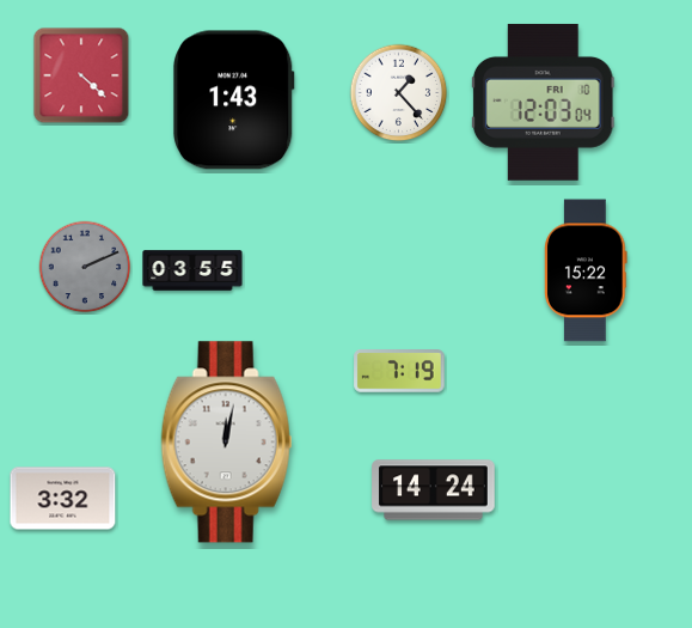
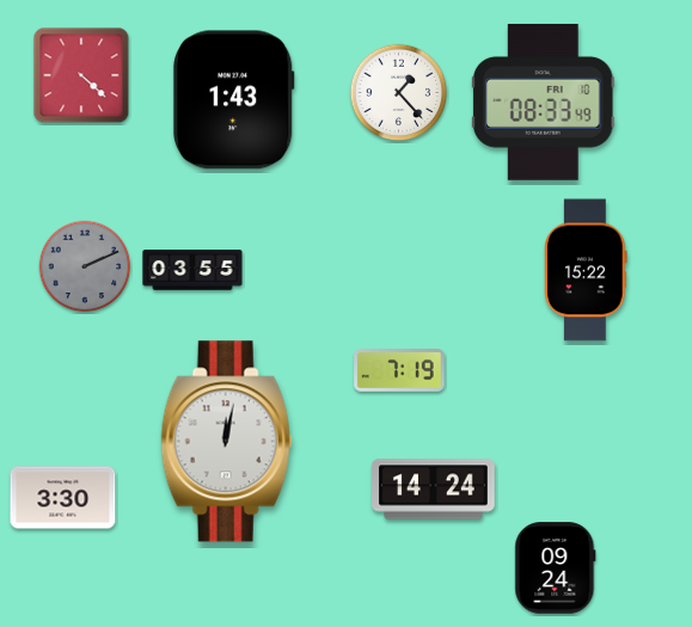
clock at (543, 102): 12:03 -> 08:33
clock at (63, 499): 3:32 -> 3:30
clock at (556, 568): none -> 09:24
